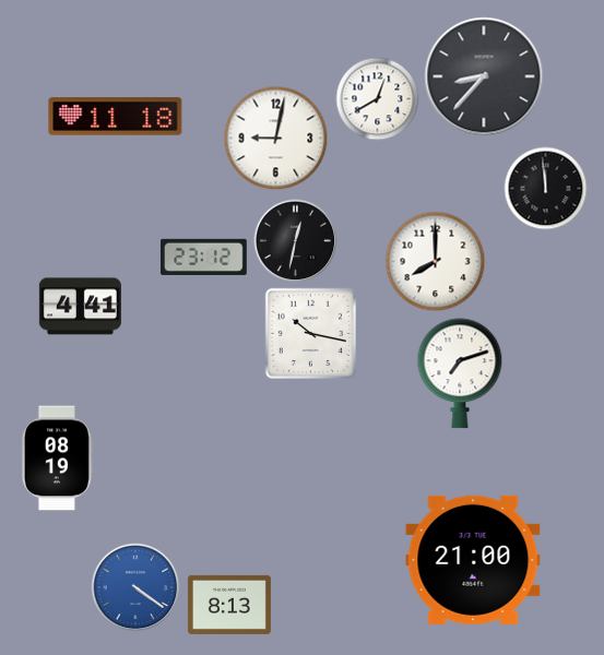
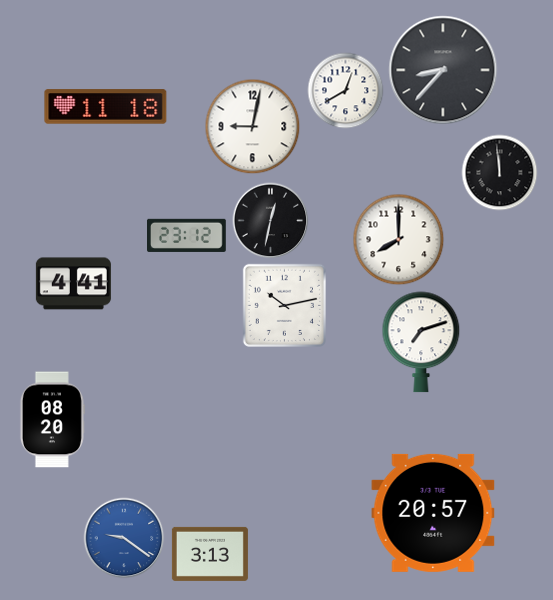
clock at (80, 307) position: (80, 307) -> (73, 284)
clock at (310, 333): 10:17 -> 10:13
clock at (57, 458): 08:19 -> 08:20
clock at (473, 560): 21:00 -> 20:57
clock at (135, 587): 4:21 -> 9:21
clock at (229, 605): 8:13 -> 3:13
